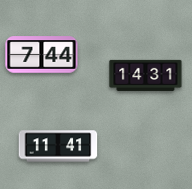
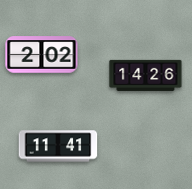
clock at (42, 55): 7:44 -> 2:02
clock at (146, 75): 14:31 -> 14:26
